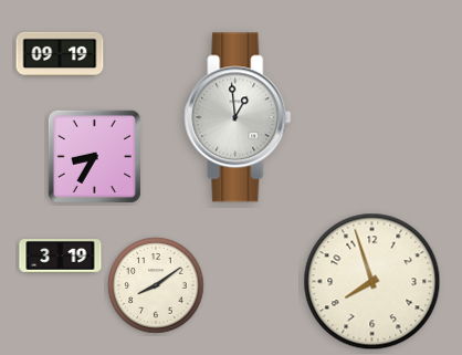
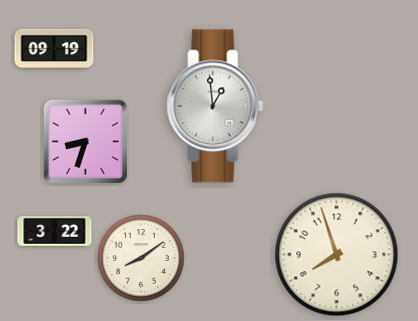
clock at (94, 156): 8:35 -> 8:33
clock at (61, 257): 3:19 -> 3:22
